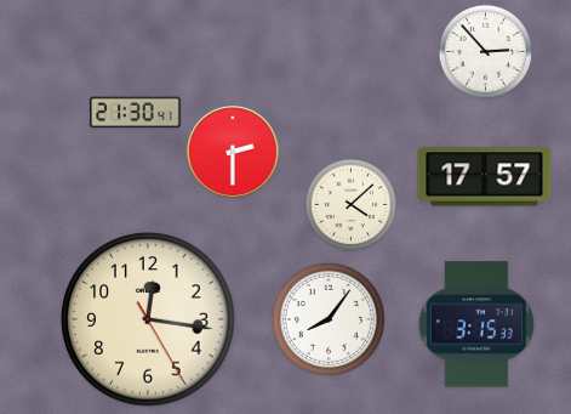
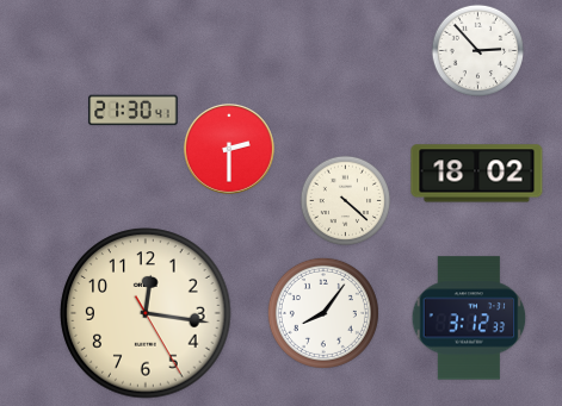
clock at (485, 177): 17:57 -> 18:02
clock at (352, 205): 4:08 -> 4:22
clock at (476, 324): 3:15 -> 3:12
